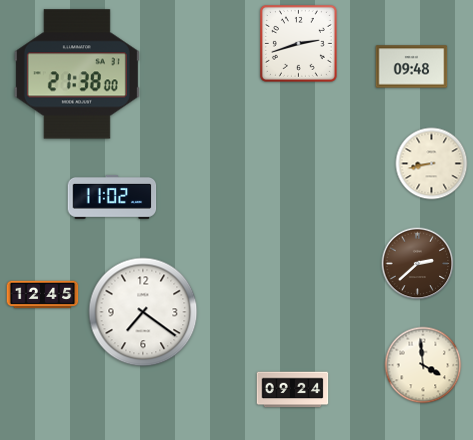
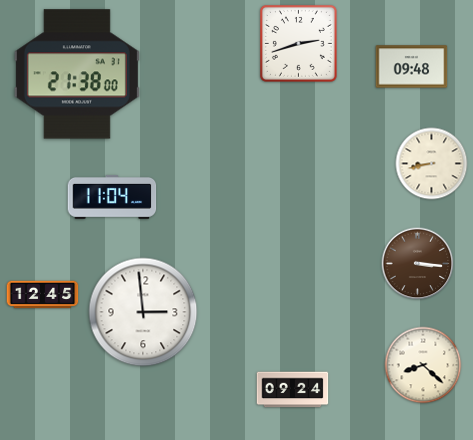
clock at (112, 197): 11:02 -> 11:04
clock at (418, 264): 2:38 -> 3:16
clock at (143, 312): 7:21 -> 2:59
clock at (423, 365): 3:59 -> 8:22
